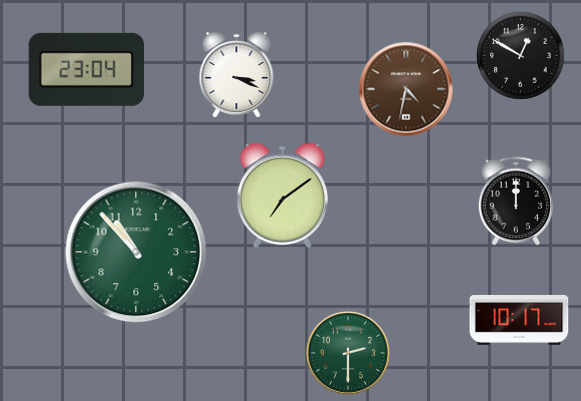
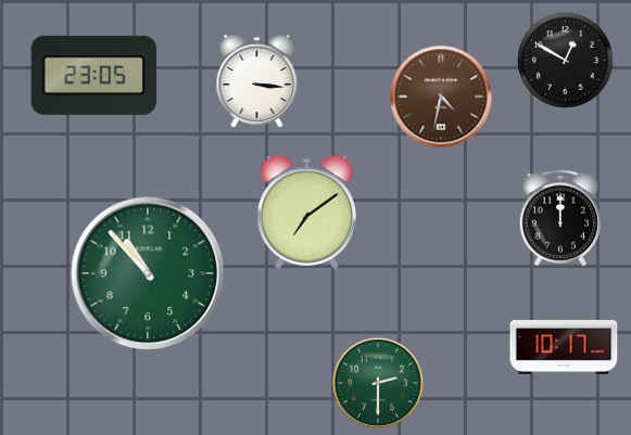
clock at (86, 69): 23:04 -> 23:05
clock at (237, 75): 3:19 -> 3:16
